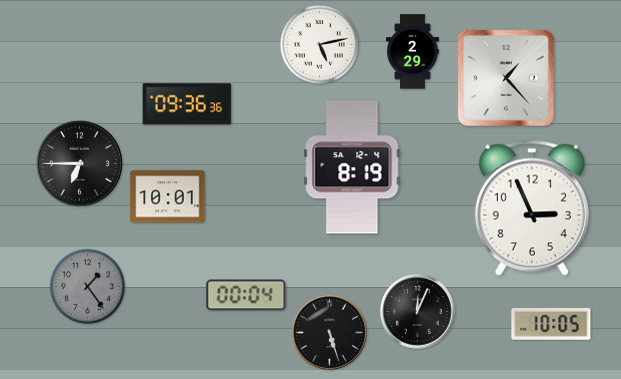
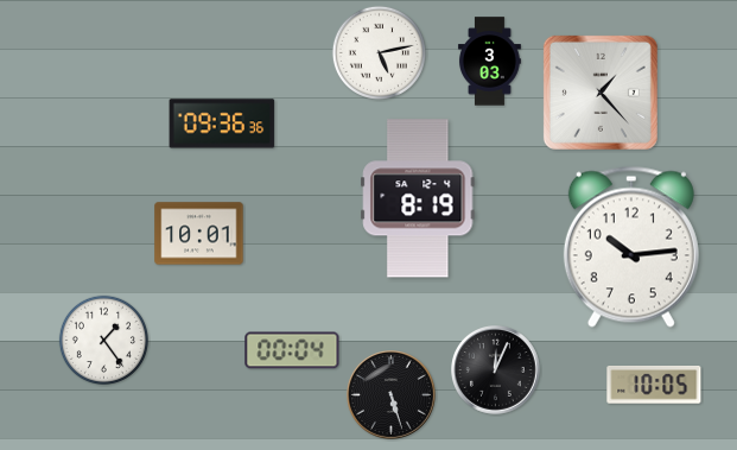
clock at (413, 52): 2:29 -> 3:03
clock at (79, 163): 6:45 -> none
clock at (532, 208): 2:56 -> 10:14
clock at (87, 286) dial: grey -> white
